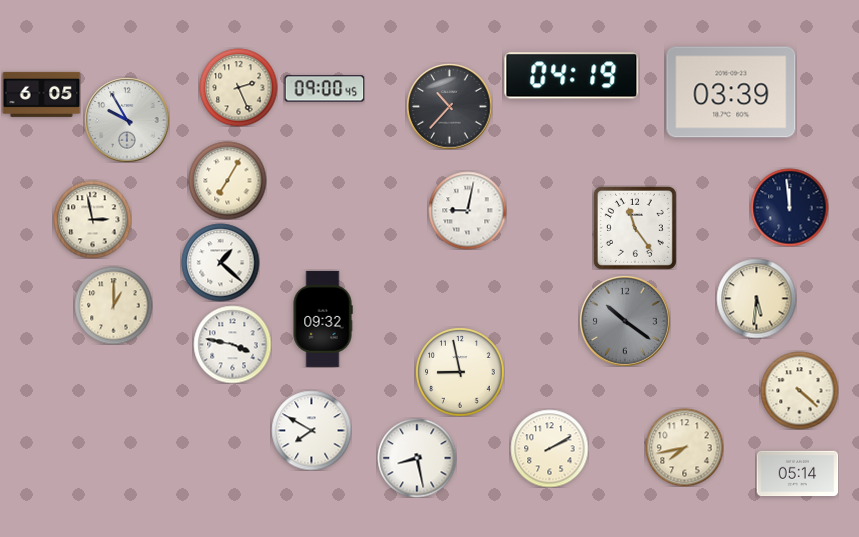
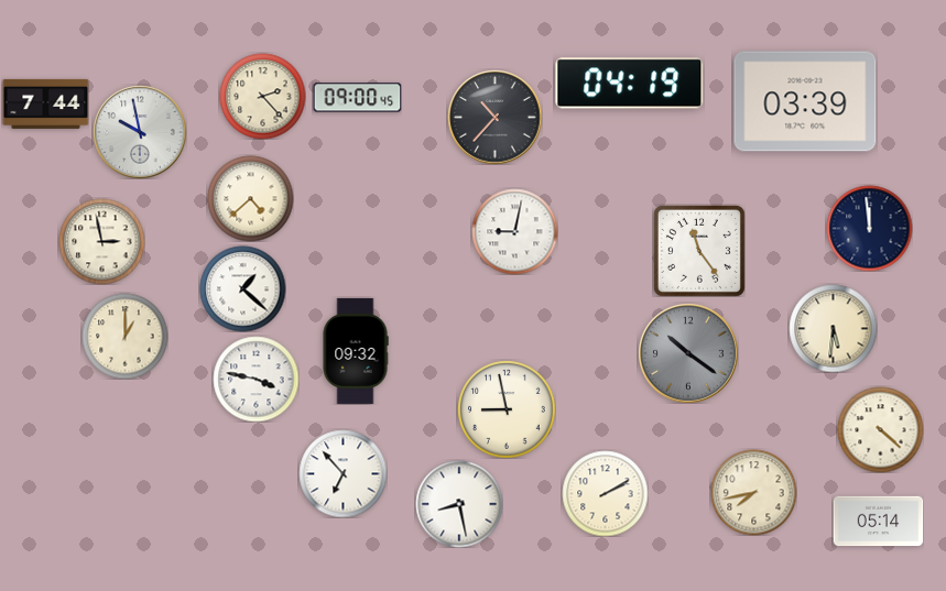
clock at (238, 87): 2:26 -> 2:23
clock at (41, 94): 6:05 -> 7:44
clock at (127, 120): 9:55 -> 9:58
clock at (227, 180): 7:05 -> 4:38
clock at (311, 430): 7:50 -> 6:53
